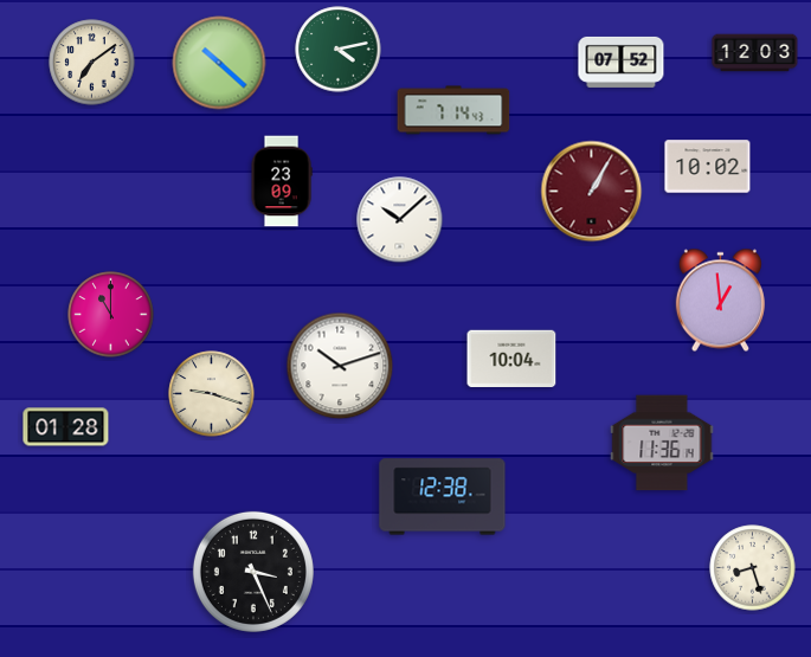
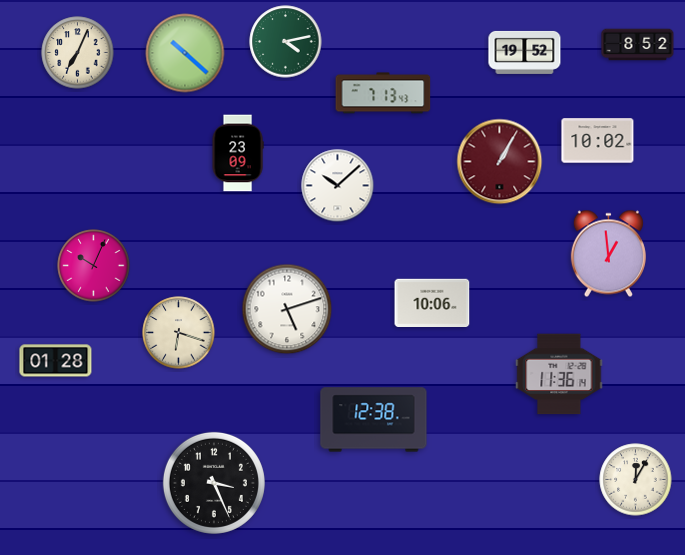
clock at (755, 53): 12:03 -> 8:52
clock at (622, 62): 07:52 -> 19:52
clock at (92, 63): 7:09 -> 7:04
clock at (453, 110): 7:14 -> 7:13
clock at (111, 315): 11:00 -> 10:04
clock at (511, 359): 10:04 -> 10:06
clock at (340, 366): 10:12 -> 5:12
clock at (212, 394): 9:18 -> 6:18
clock at (753, 568): 8:27 -> 12:05
